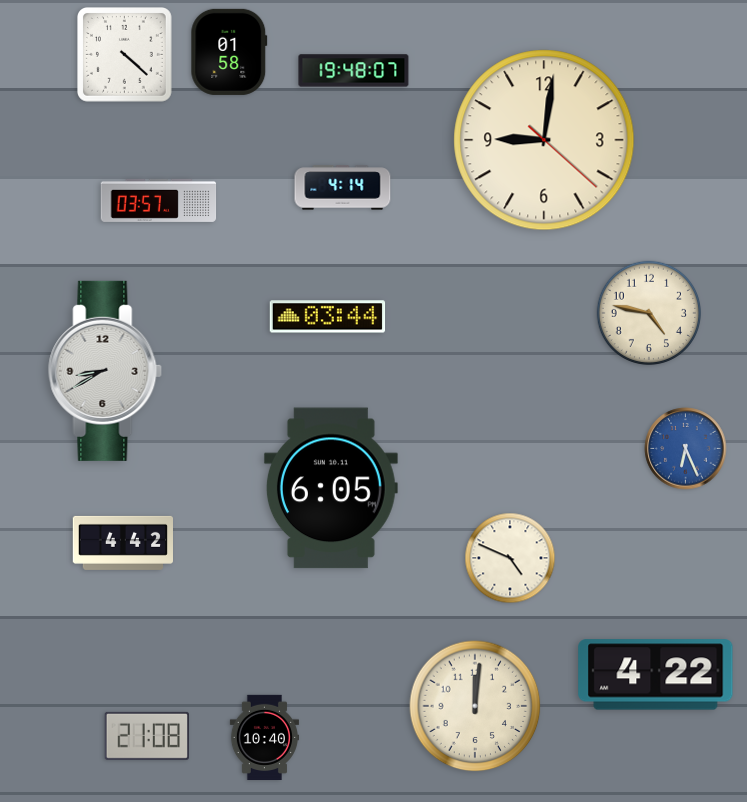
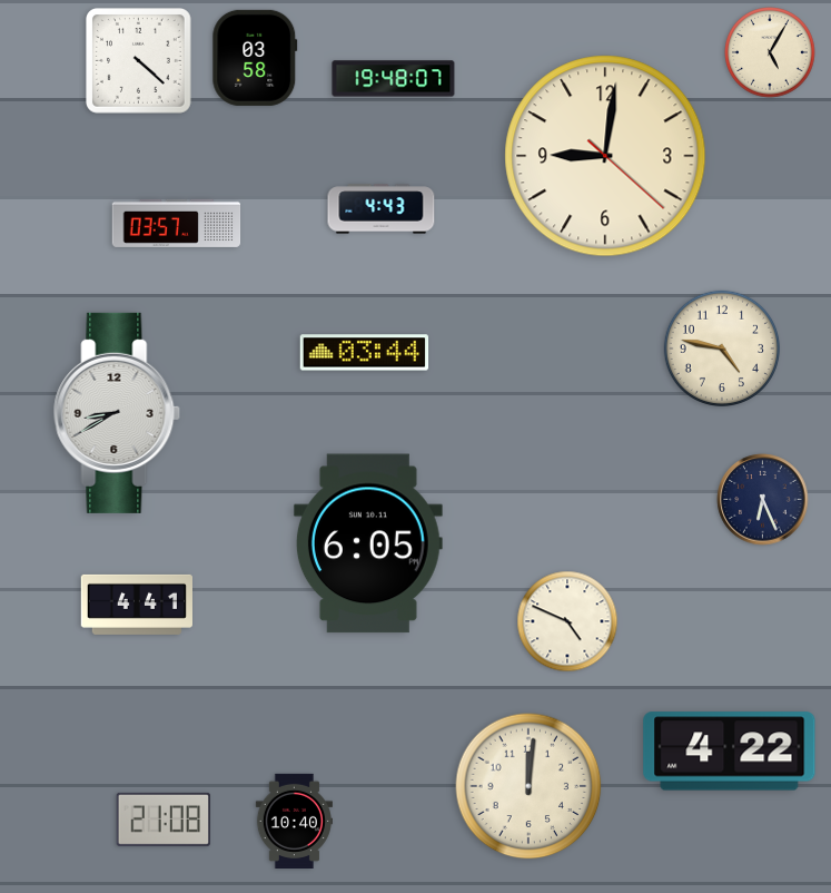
clock at (770, 52): none -> 5:05
clock at (229, 52): 01:58 -> 03:58
clock at (343, 188): 4:14 -> 4:43
clock at (686, 449) dial: blue -> navy
clock at (123, 543): 4:42 -> 4:41
